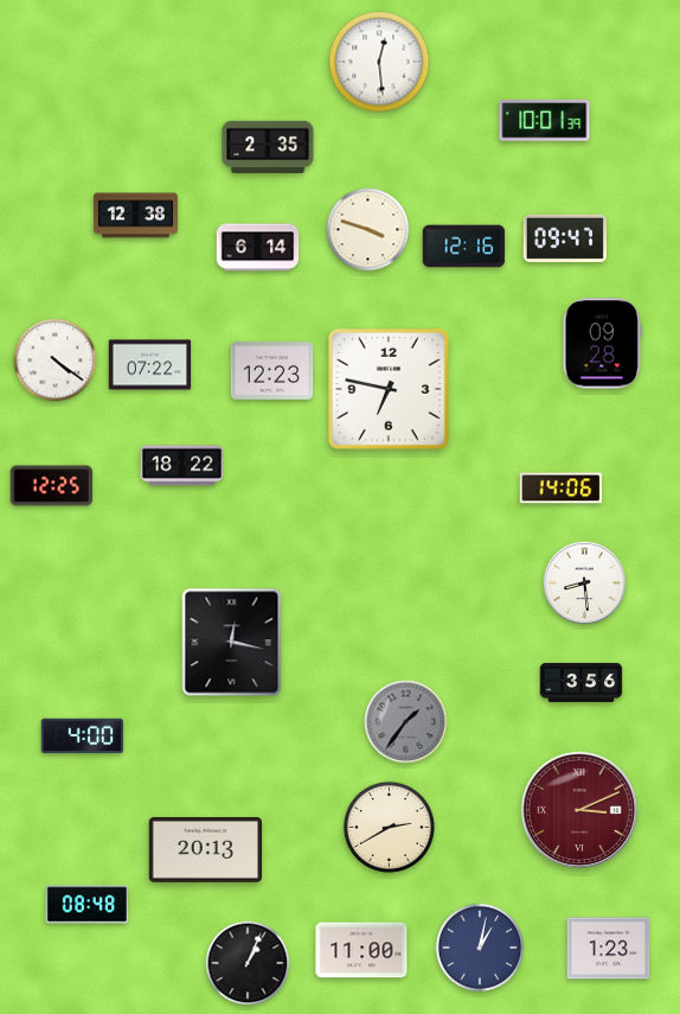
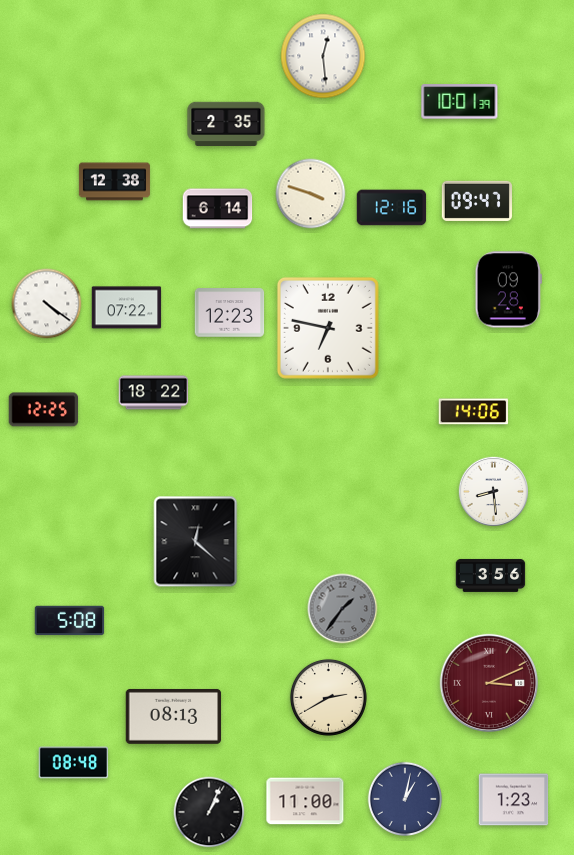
clock at (379, 62) position: (379, 62) -> (323, 56)
clock at (232, 643): 12:17 -> 12:22
clock at (83, 736): 4:00 -> 5:08
clock at (206, 849): 20:13 -> 08:13
